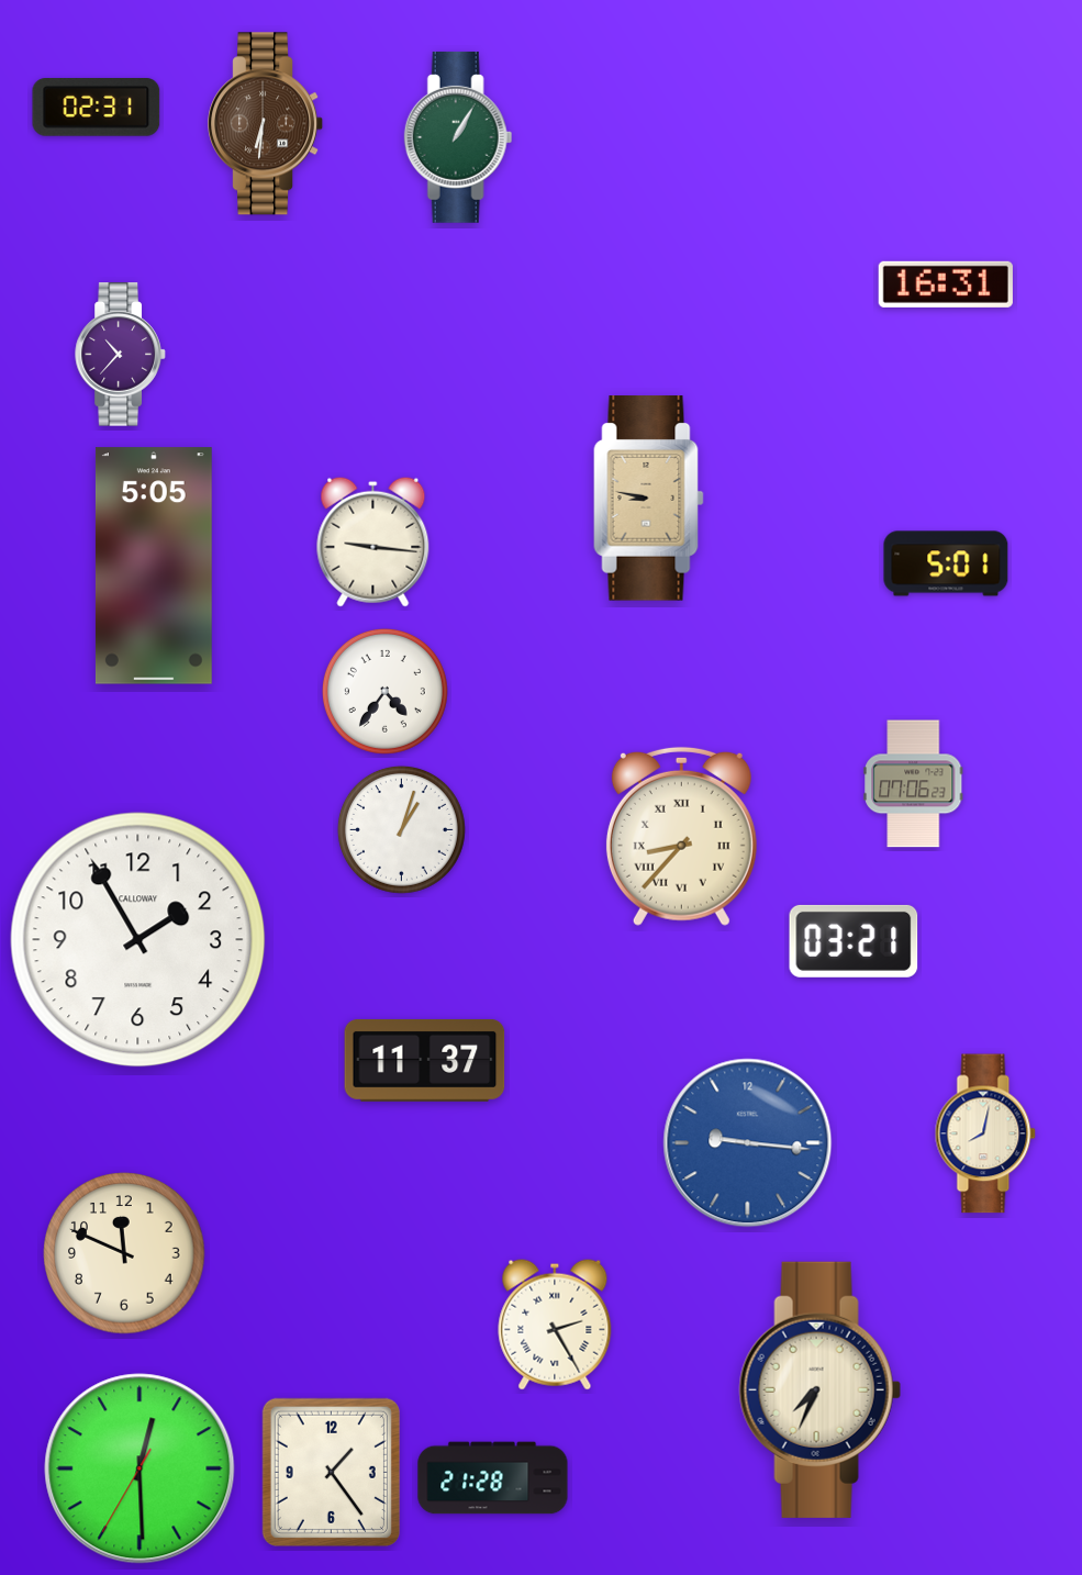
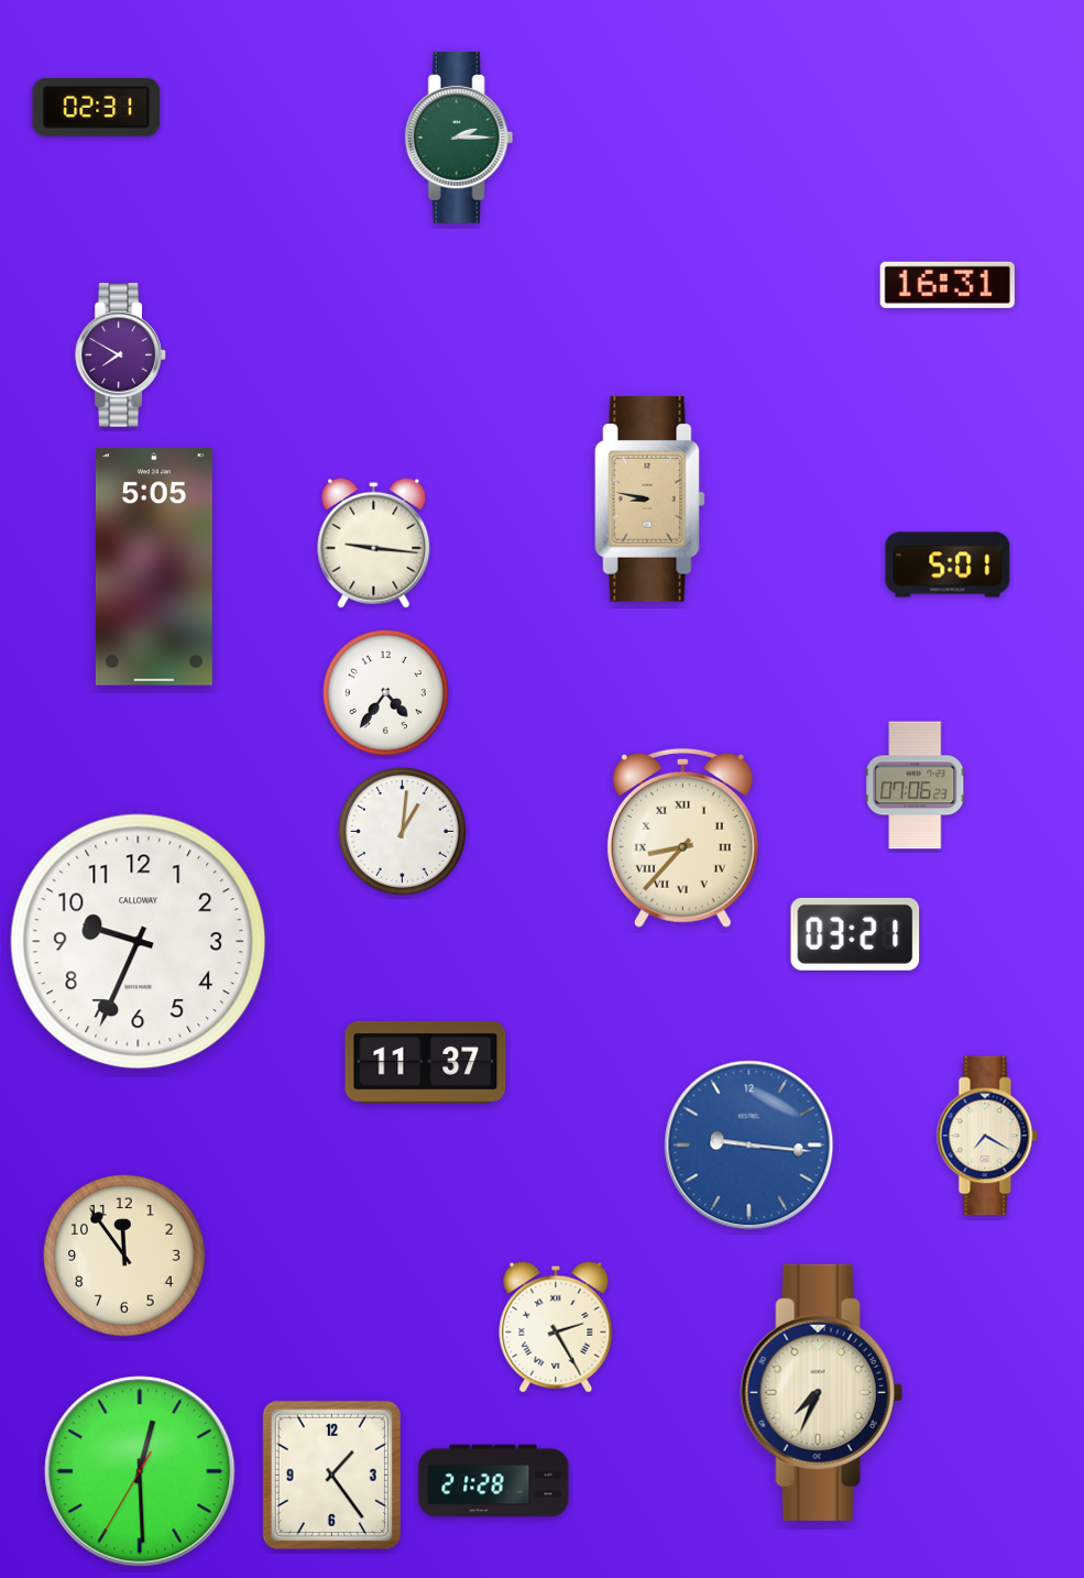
clock at (266, 124): 6:31 -> none
clock at (458, 137): 1:05 -> 2:15
clock at (121, 355): 10:37 -> 7:50
clock at (401, 829): 1:03 -> 1:01
clock at (138, 940): 1:55 -> 9:34
clock at (854, 941) position: (854, 941) -> (855, 934)
clock at (985, 1133): 8:02 -> 7:20
clock at (124, 1253): 11:49 -> 11:54
